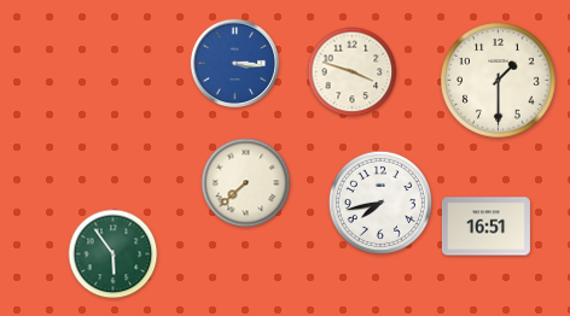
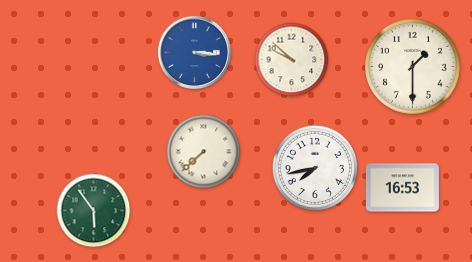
clock at (353, 72): 3:48 -> 9:52
clock at (485, 227): 16:51 -> 16:53
